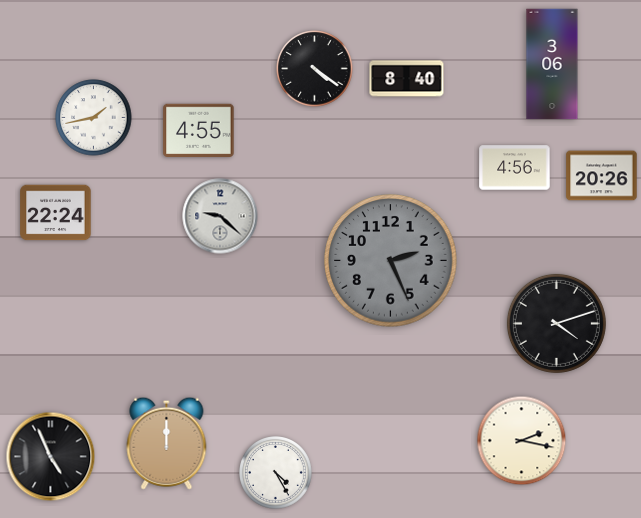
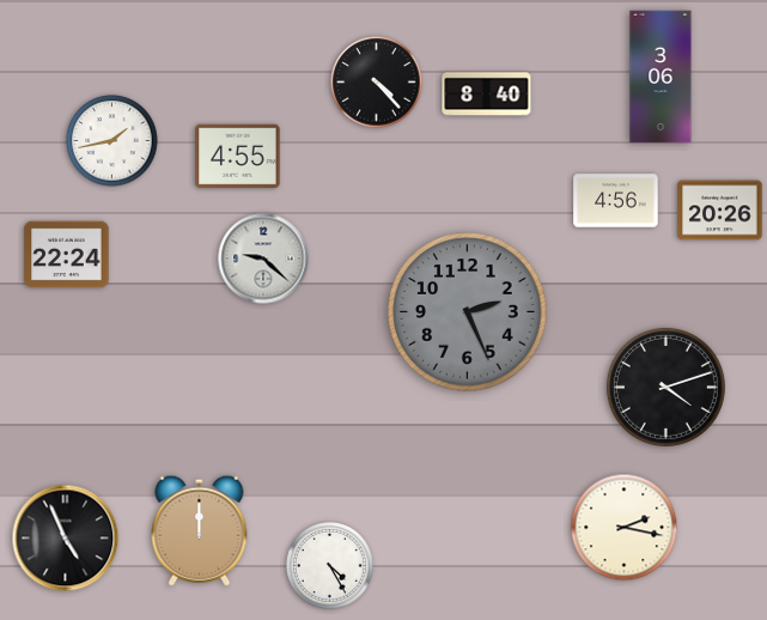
clock at (315, 69): 4:21 -> 4:23
clock at (51, 457) position: (51, 457) -> (66, 539)
